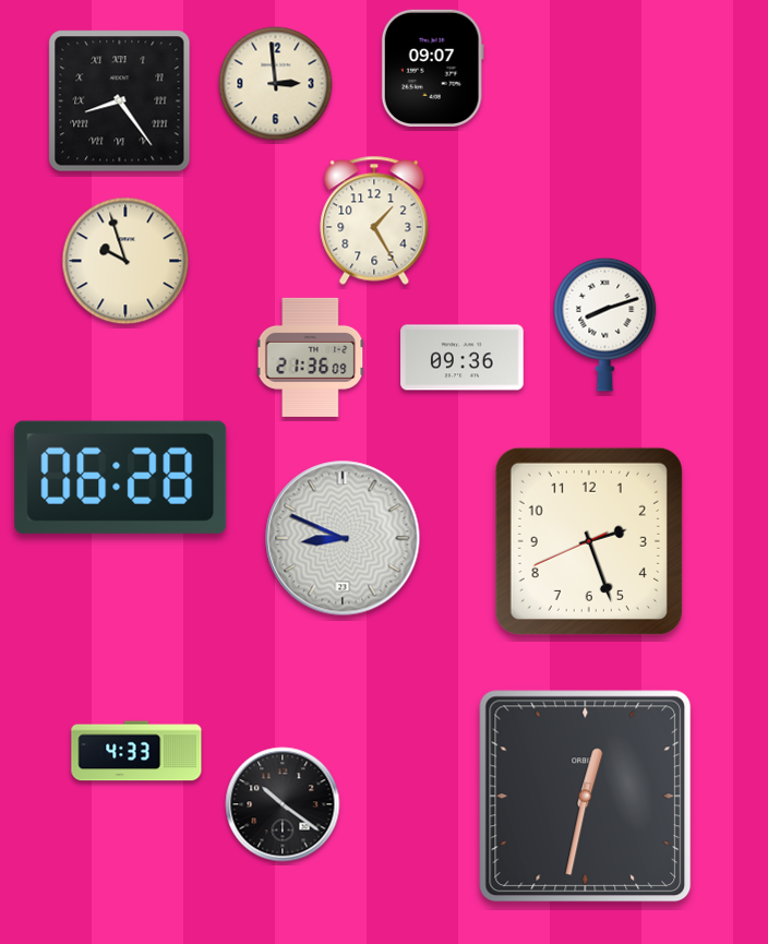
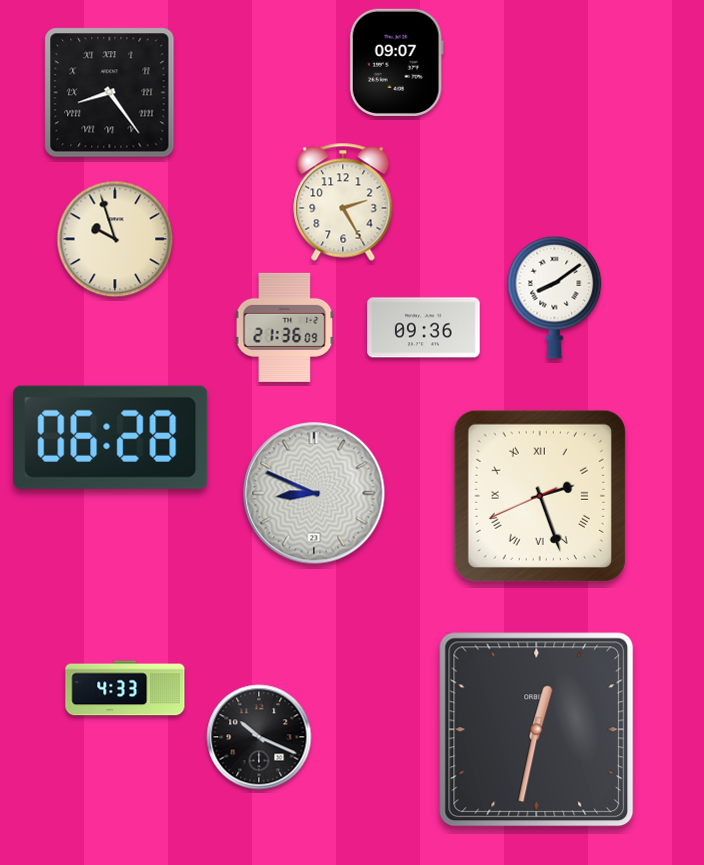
clock at (276, 84): 2:59 -> none
clock at (374, 220): 1:25 -> 2:25
clock at (605, 324): 8:12 -> 8:09
clock at (589, 541) numerals: Arabic -> Roman
clock at (283, 804): 10:21 -> 10:19
